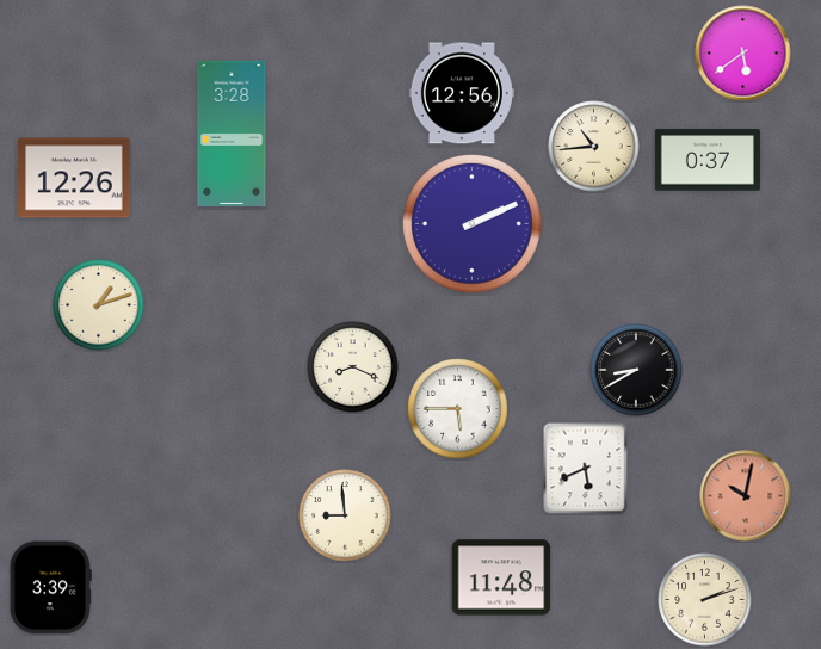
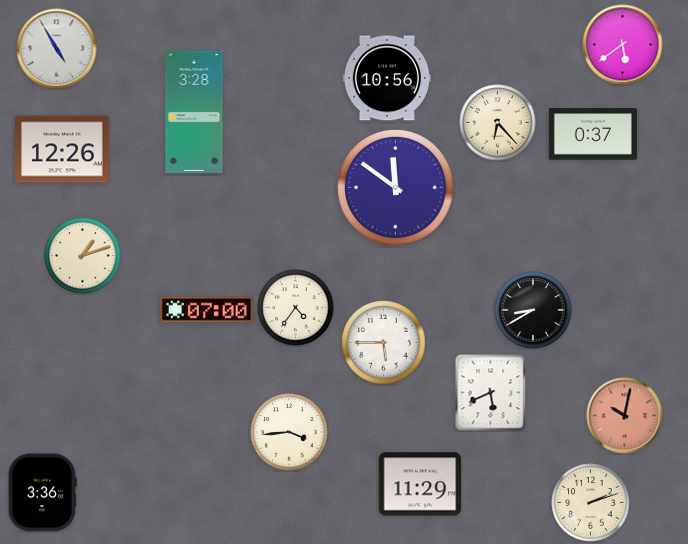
clock at (57, 49): none -> 4:55
clock at (462, 93): 12:56 -> 10:56
clock at (594, 147): 10:44 -> 6:23
clock at (473, 224): 2:11 -> 11:51
clock at (353, 367): 8:19 -> 4:36
clock at (206, 310): none -> 07:00
clock at (345, 515): 8:59 -> 3:44
clock at (501, 577): 11:48 -> 11:29
clock at (50, 588): 3:39 -> 3:36
